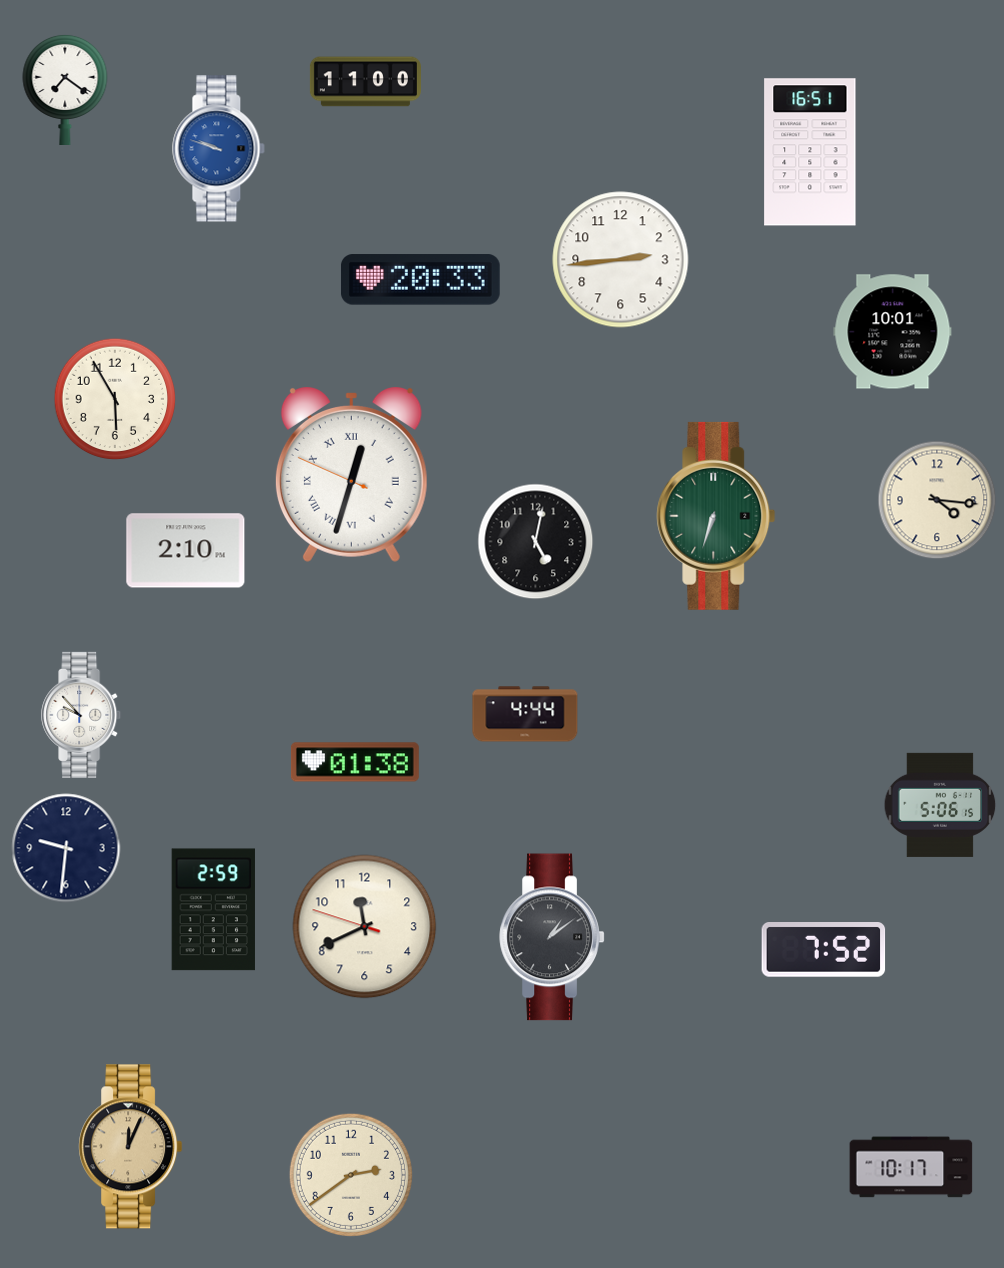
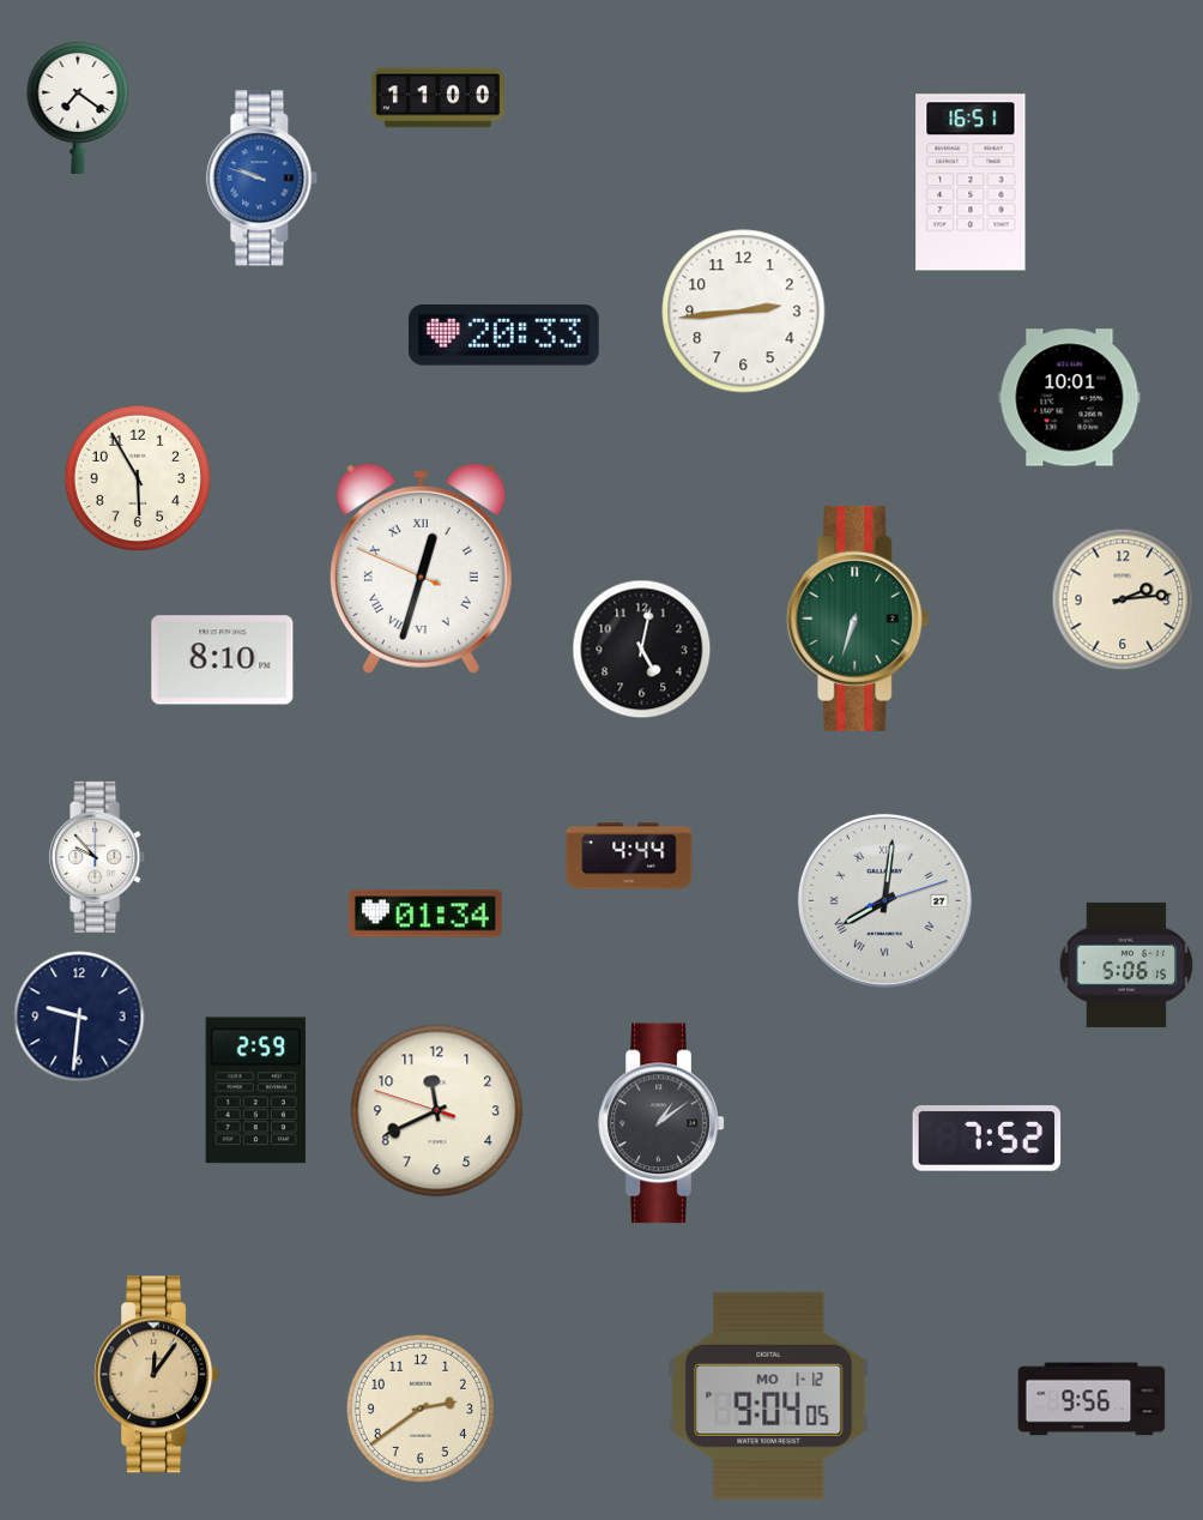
clock at (937, 500): 4:16 -> 2:14
clock at (186, 551): 2:10 -> 8:10
clock at (884, 900): none -> 8:01
clock at (355, 762): 01:38 -> 01:34
clock at (131, 1147): 12:04 -> 12:06
clock at (769, 1395): none -> 9:04
clock at (911, 1167): 10:17 -> 9:56
